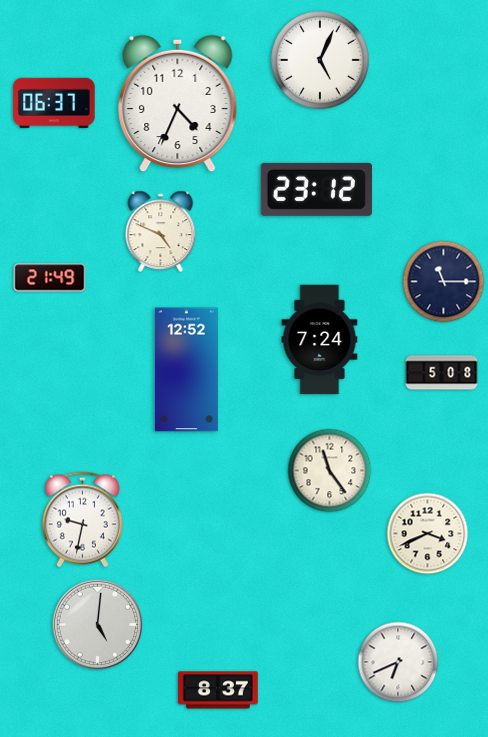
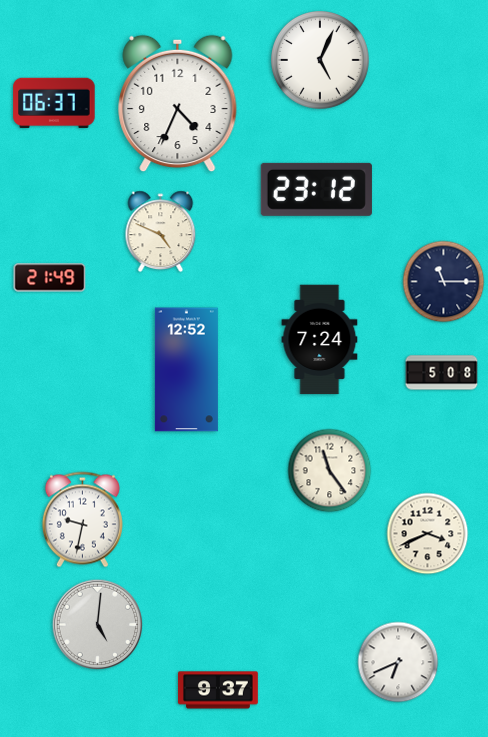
clock at (218, 690): 8:37 -> 9:37
